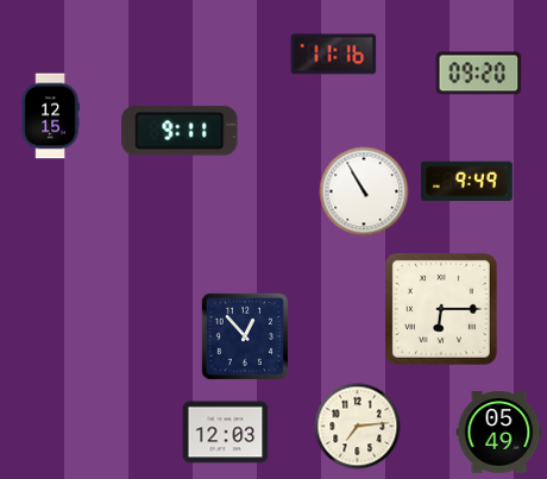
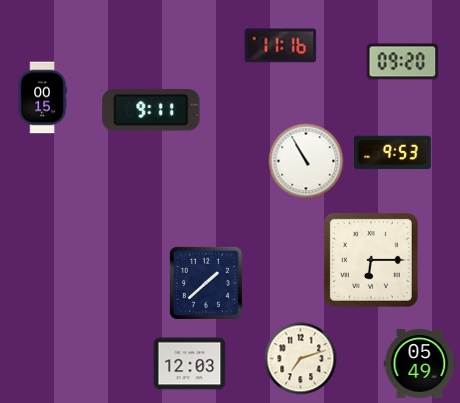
clock at (50, 116): 12:15 -> 00:15
clock at (466, 182): 9:49 -> 9:53
clock at (245, 336): 12:53 -> 1:38
clock at (358, 427): 7:14 -> 7:12
